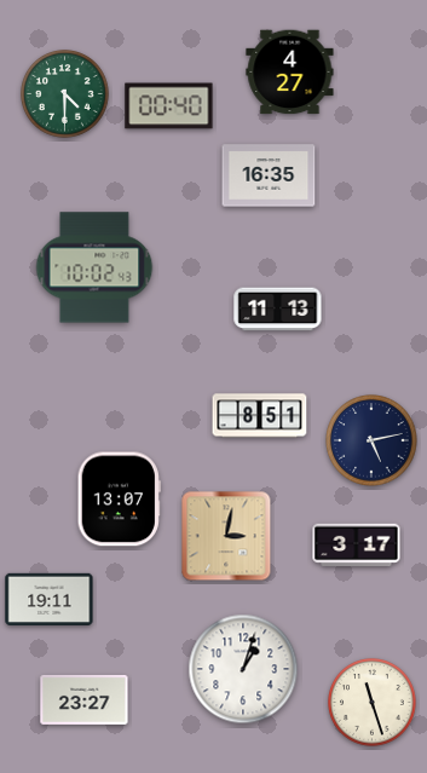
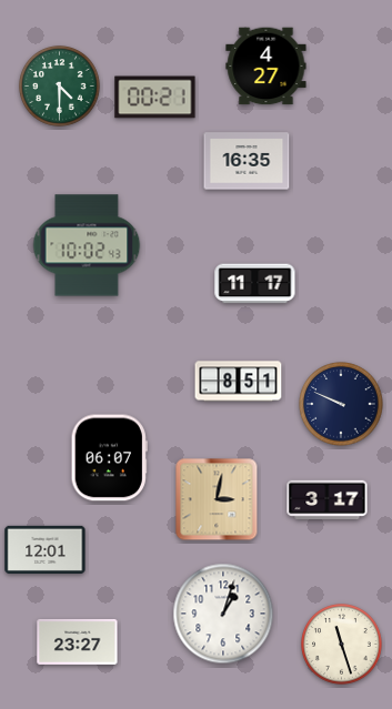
clock at (169, 106): 00:40 -> 00:21
clock at (278, 310): 11:13 -> 11:17
clock at (371, 440): 5:13 -> 9:49
clock at (119, 500): 13:07 -> 06:07
clock at (226, 536) position: (226, 536) -> (217, 499)
clock at (50, 599): 19:11 -> 12:01
